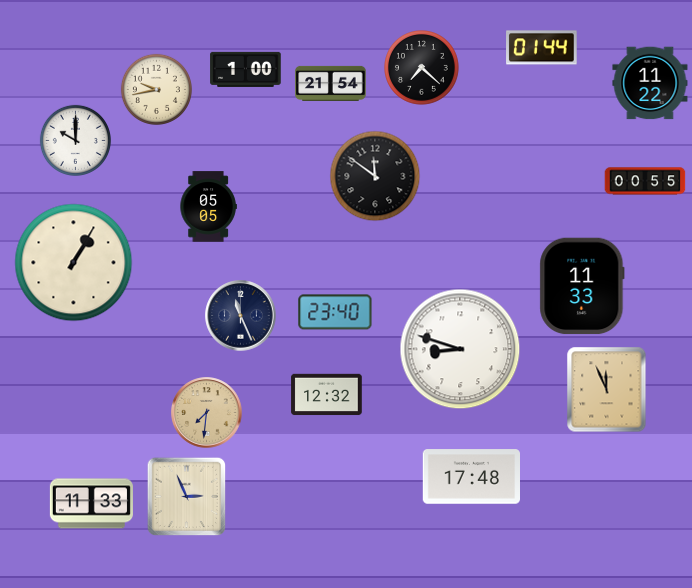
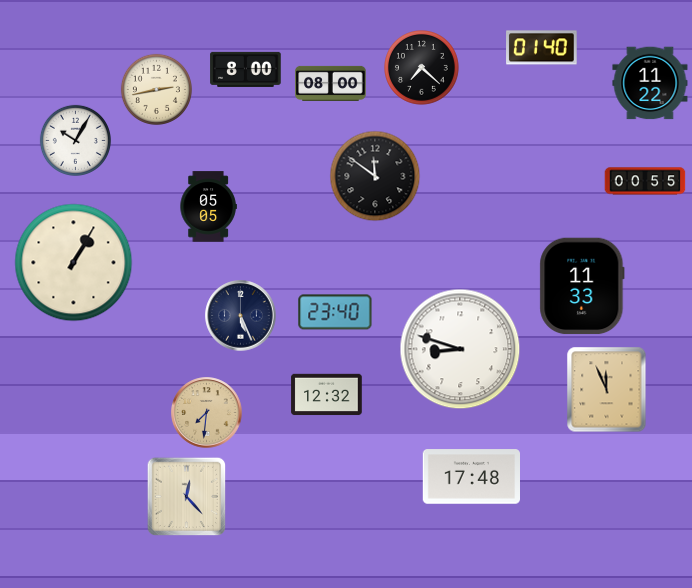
clock at (542, 48): 01:44 -> 01:40
clock at (246, 69): 1:00 -> 8:00
clock at (331, 83): 21:54 -> 08:00
clock at (156, 89): 9:43 -> 2:43
clock at (75, 140): 10:00 -> 10:05
clock at (241, 316): 11:26 -> 5:26
clock at (187, 497): 2:56 -> 12:23
clock at (91, 504): 11:33 -> none
